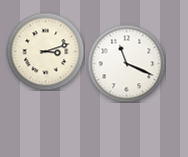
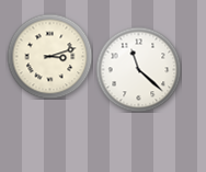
clock at (126, 63): 11:19 -> 11:22
